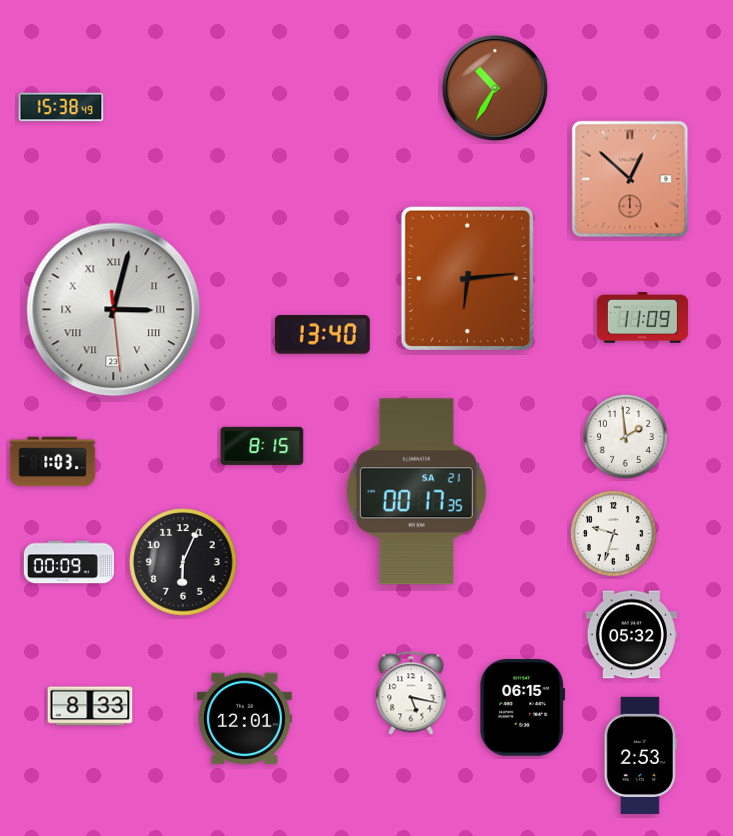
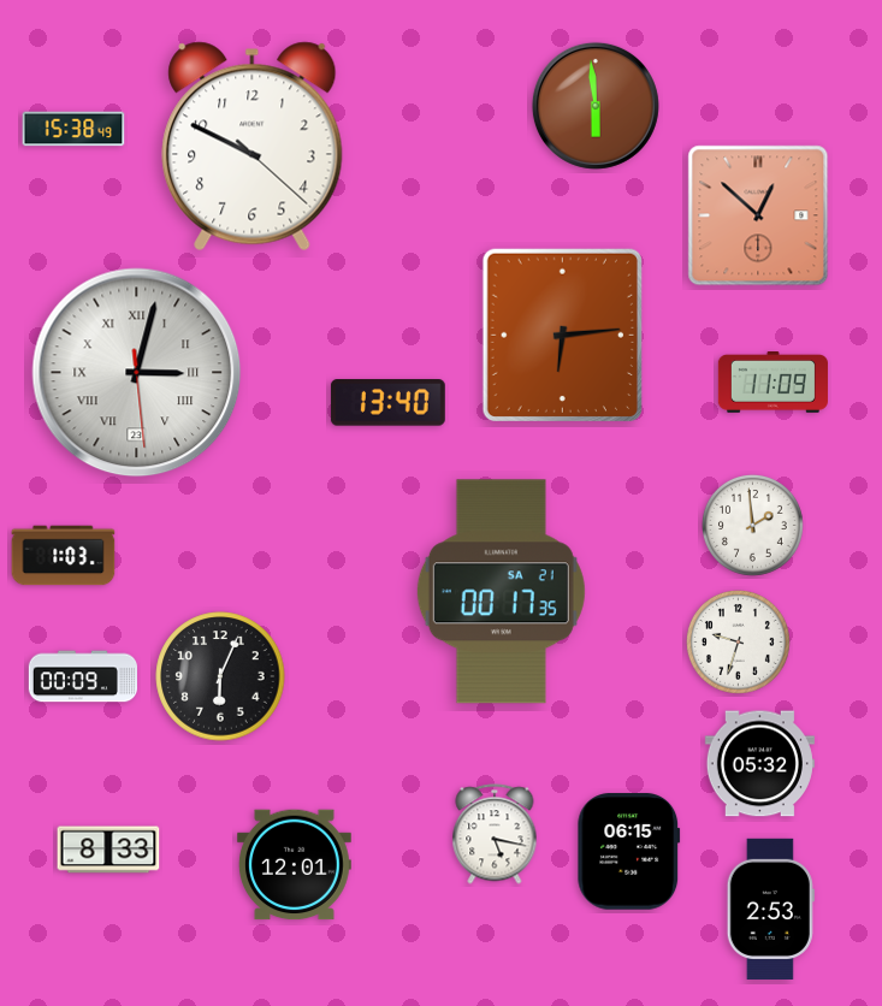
clock at (495, 88): 10:35 -> 5:59
clock at (253, 147): none -> 9:49
clock at (262, 446): 8:15 -> none
